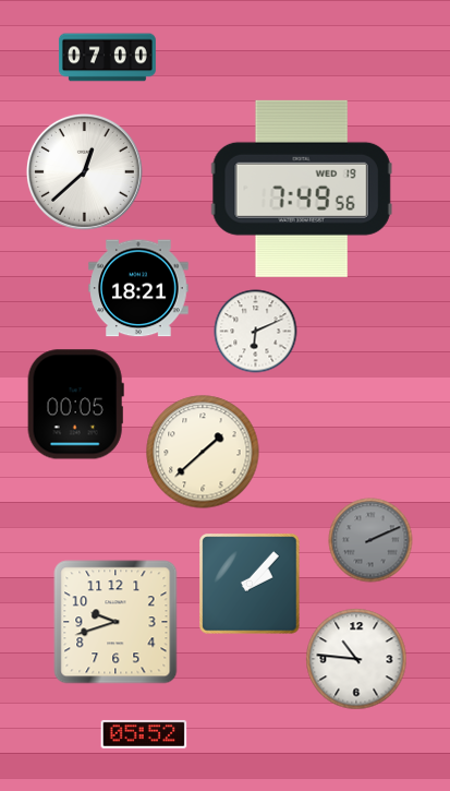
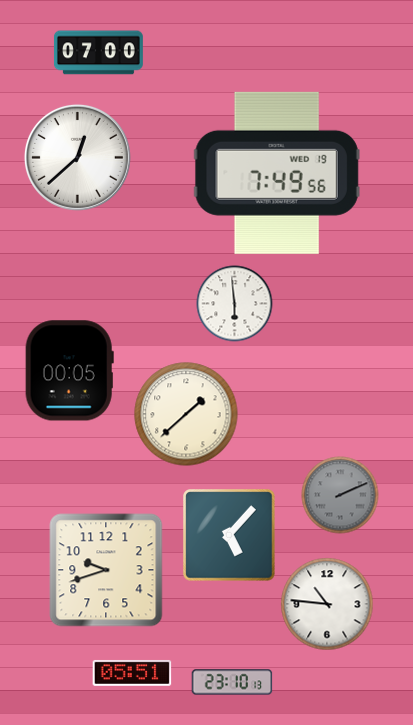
clock at (138, 288): 18:21 -> none
clock at (256, 332): 6:11 -> 5:59
clock at (250, 584): 2:07 -> 5:07
clock at (144, 734): 05:52 -> 05:51
clock at (232, 682): none -> 23:10
